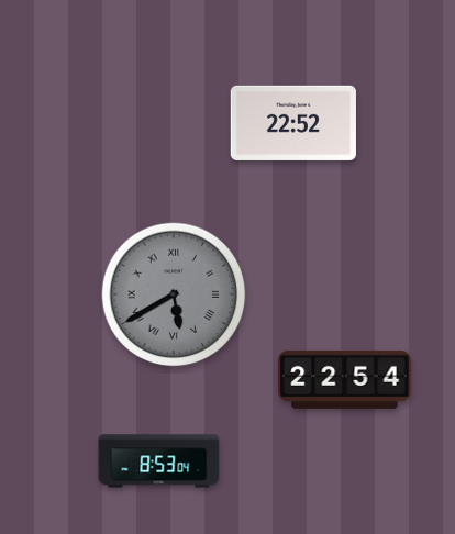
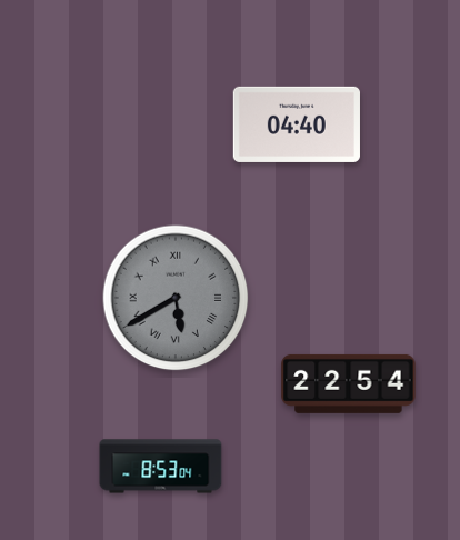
clock at (293, 123): 22:52 -> 04:40
